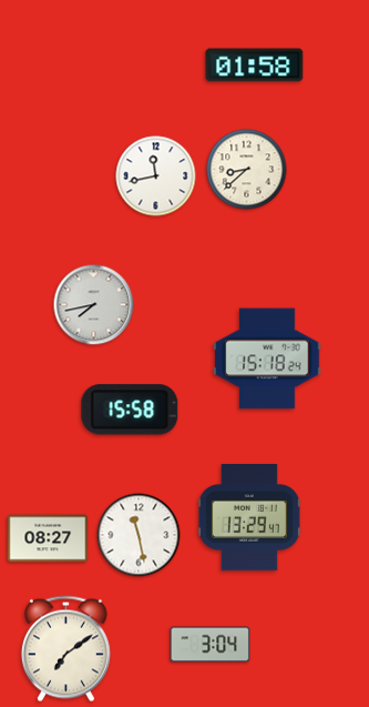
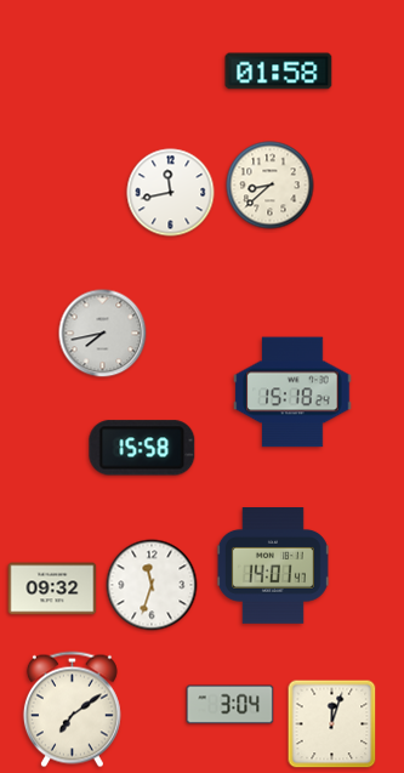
clock at (249, 518): 13:29 -> 14:01
clock at (139, 535): 11:28 -> 11:33
clock at (48, 538): 08:27 -> 09:32
clock at (332, 724): none -> 12:03
